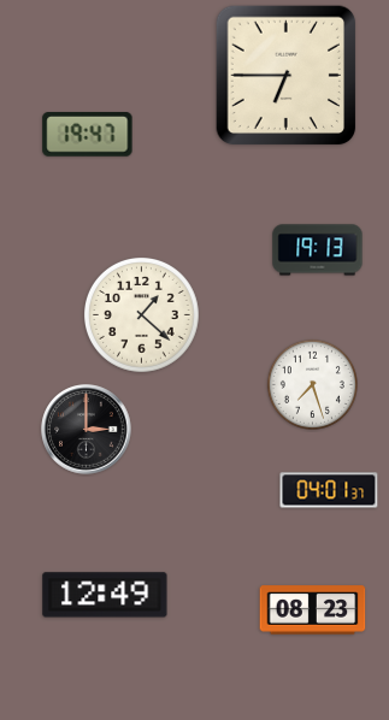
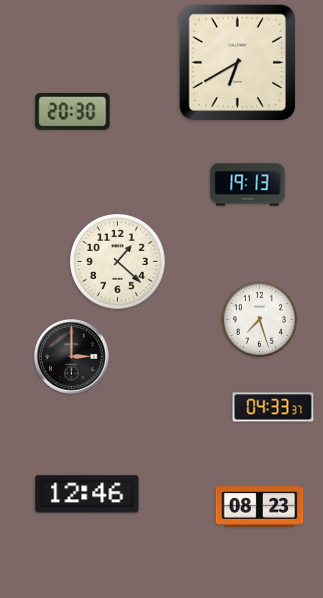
clock at (287, 76): 6:45 -> 6:40
clock at (88, 135): 19:47 -> 20:30
clock at (318, 250) position: (318, 250) -> (248, 185)
clock at (329, 490): 04:01 -> 04:33
clock at (105, 595): 12:49 -> 12:46
